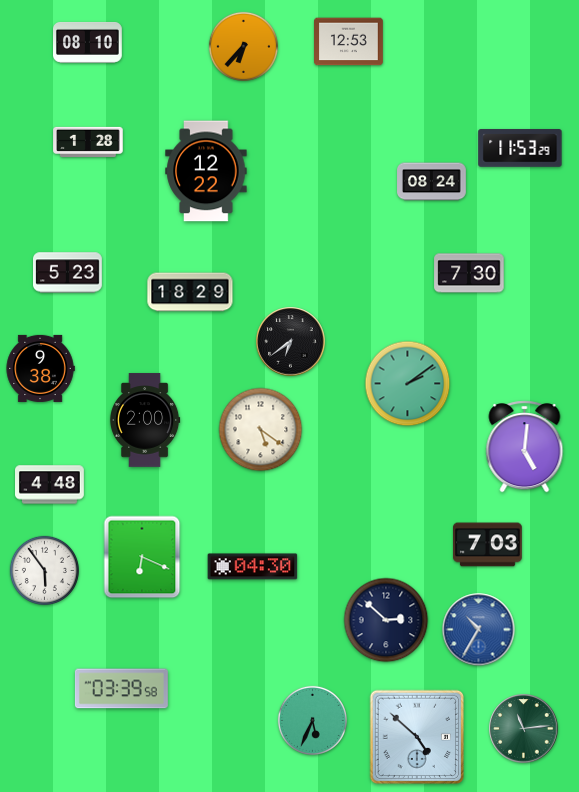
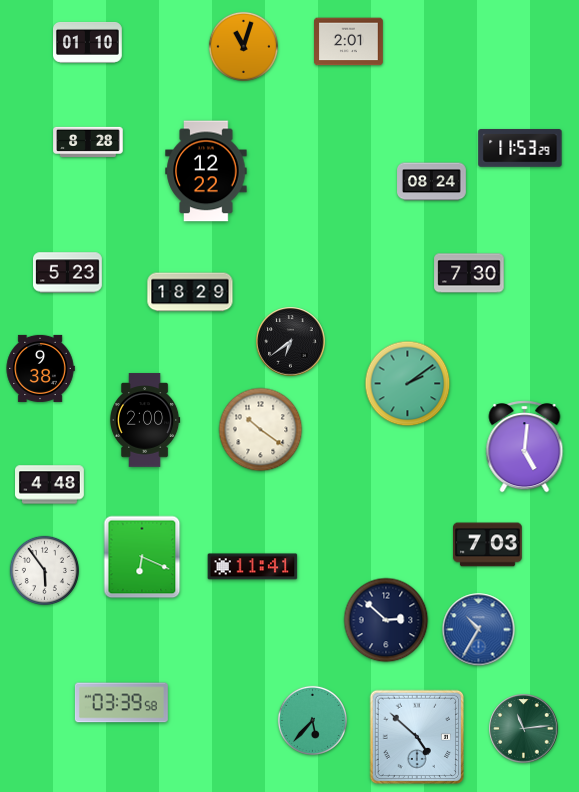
clock at (88, 42): 08:10 -> 01:10
clock at (349, 42): 12:53 -> 2:01
clock at (243, 46): 6:37 -> 11:03
clock at (88, 141): 1:28 -> 8:28
clock at (261, 430): 5:21 -> 10:21
clock at (253, 567): 04:30 -> 11:41
clock at (121, 689) position: (121, 689) -> (121, 703)
clock at (312, 720): 5:34 -> 5:37
